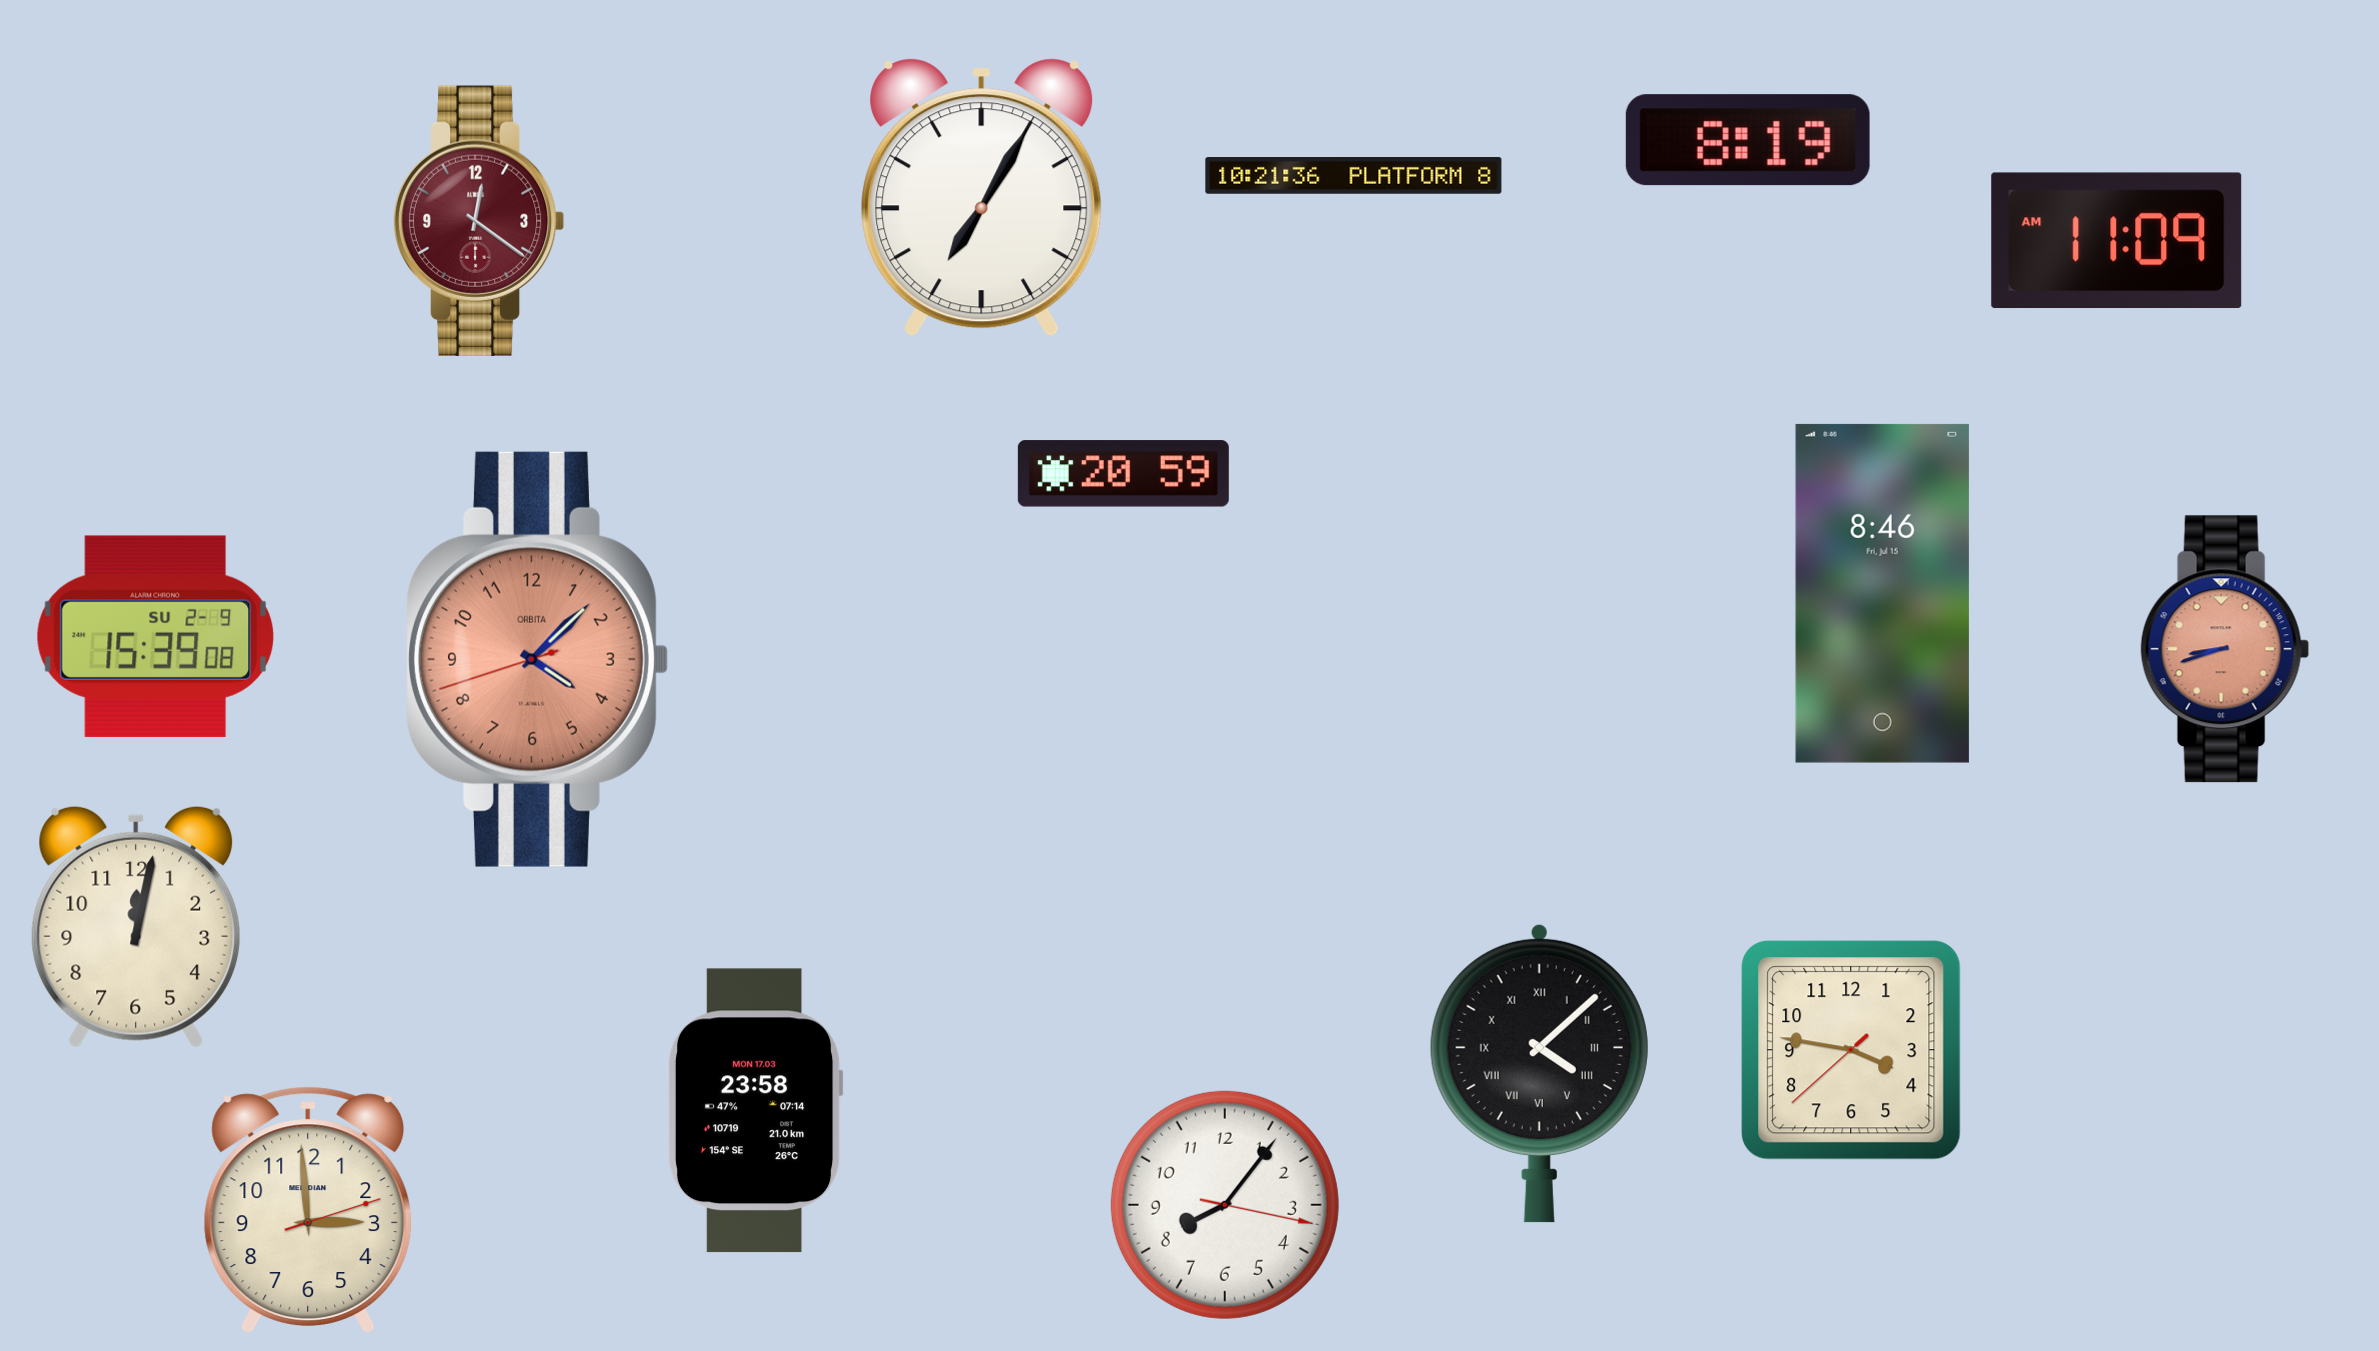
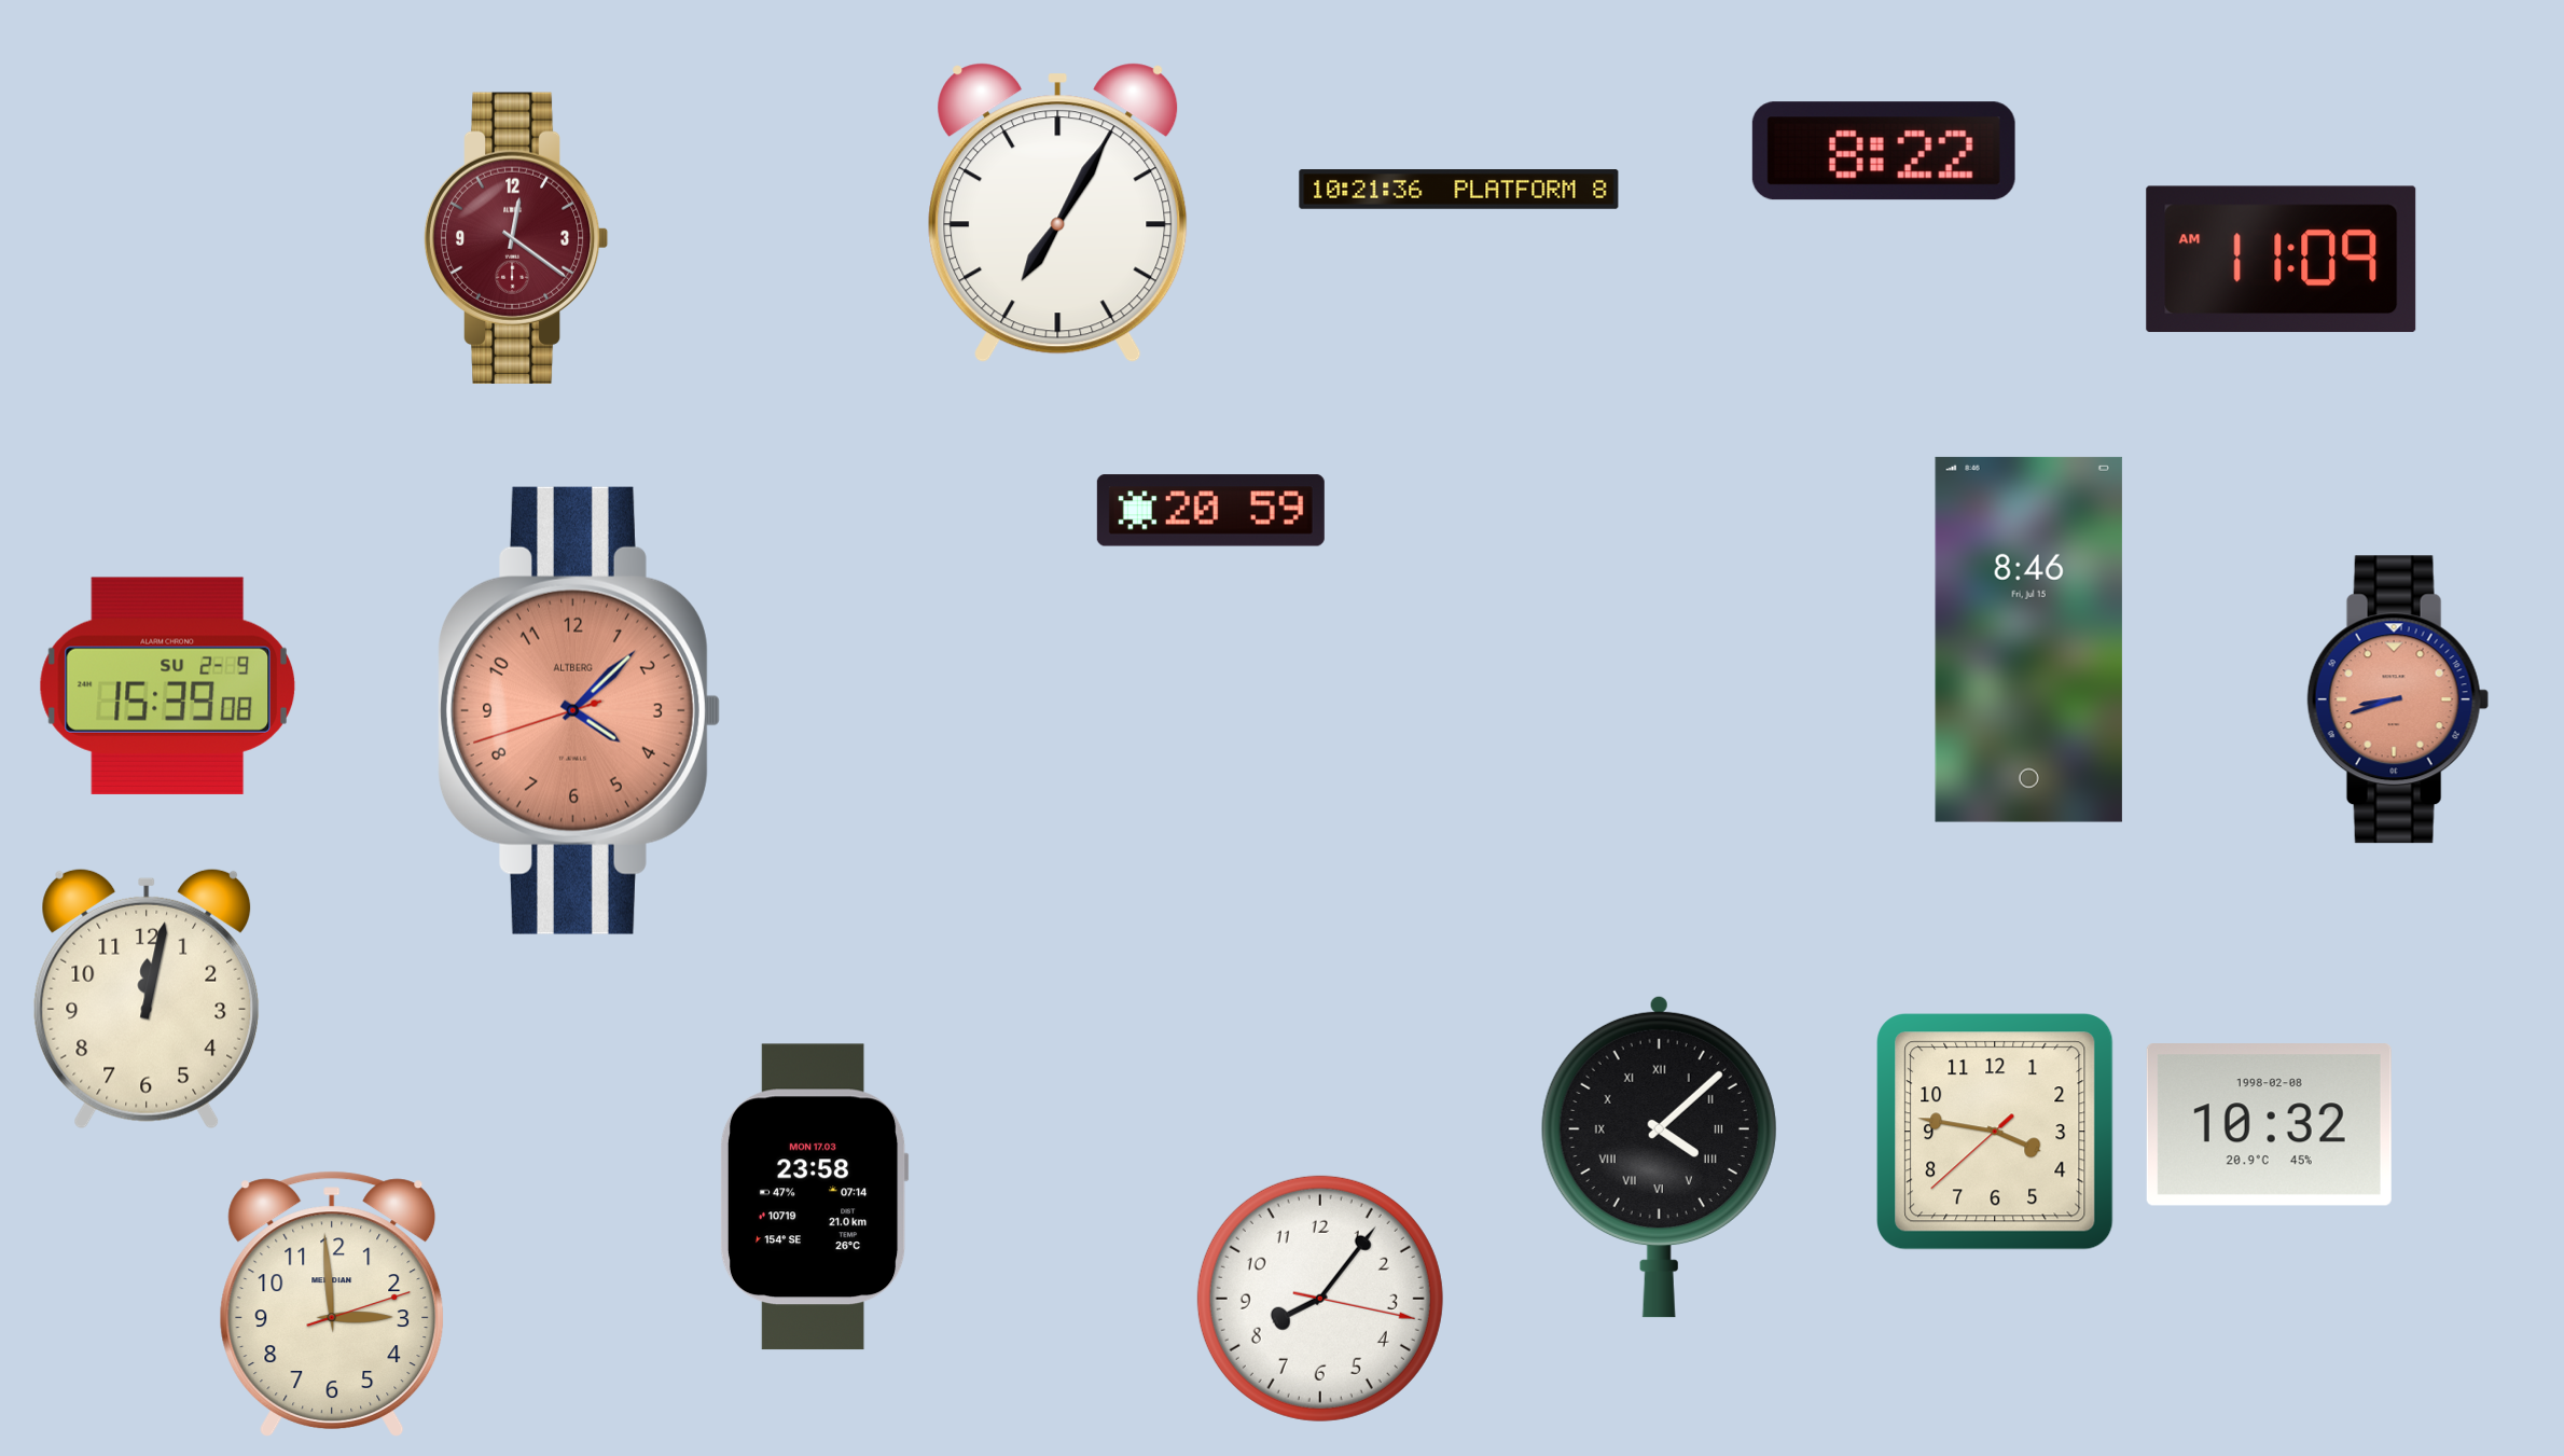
clock at (1748, 140): 8:19 -> 8:22
clock at (537, 659) brand: ORBITA -> ALTBERG
clock at (2269, 1125): none -> 10:32
